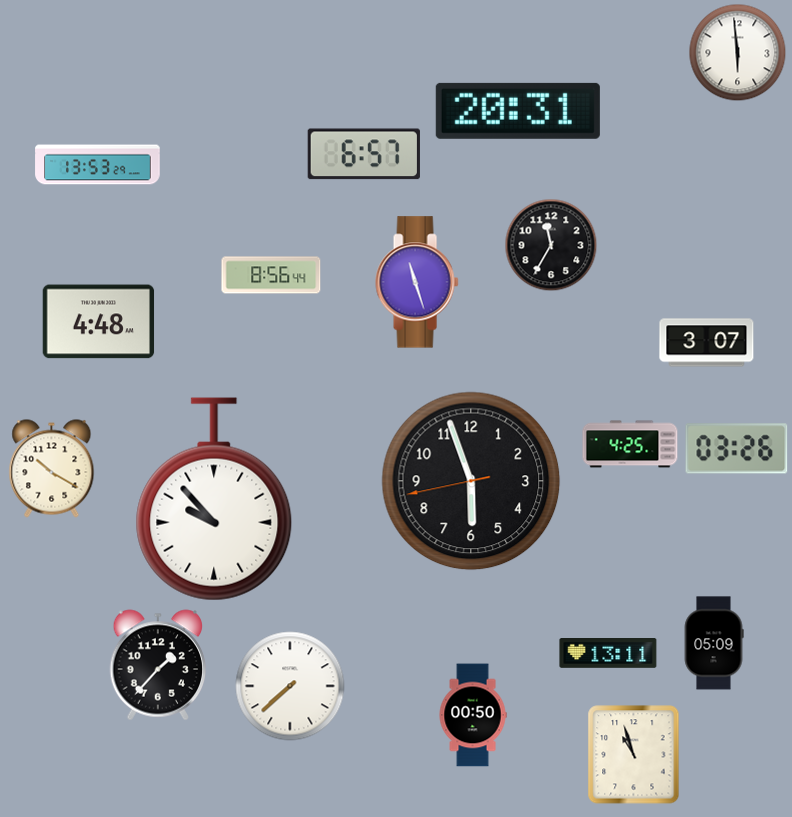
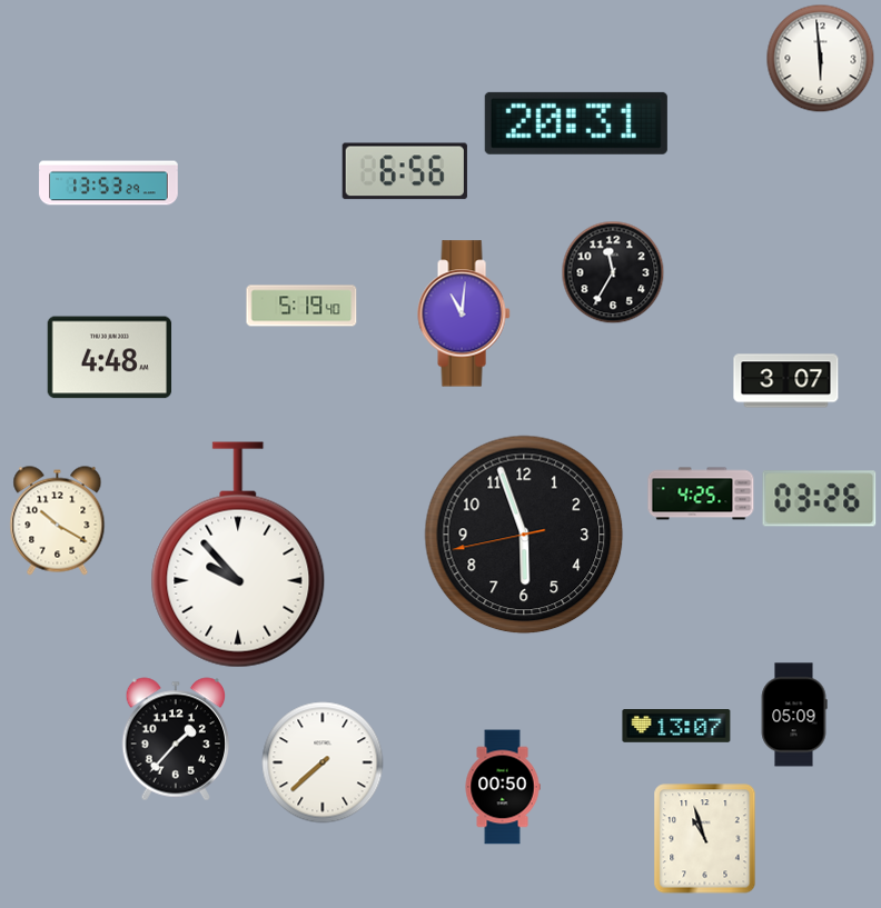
clock at (364, 154): 6:57 -> 6:56
clock at (271, 275): 8:56 -> 5:19
clock at (417, 282): 11:27 -> 11:01
clock at (608, 654): 13:11 -> 13:07
clock at (473, 715) position: (473, 715) -> (503, 787)
